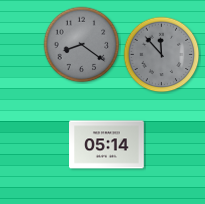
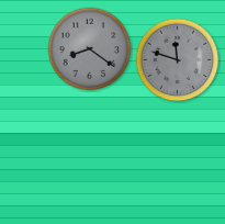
clock at (162, 55): 11:53 -> 11:48
clock at (107, 145): 05:14 -> none
